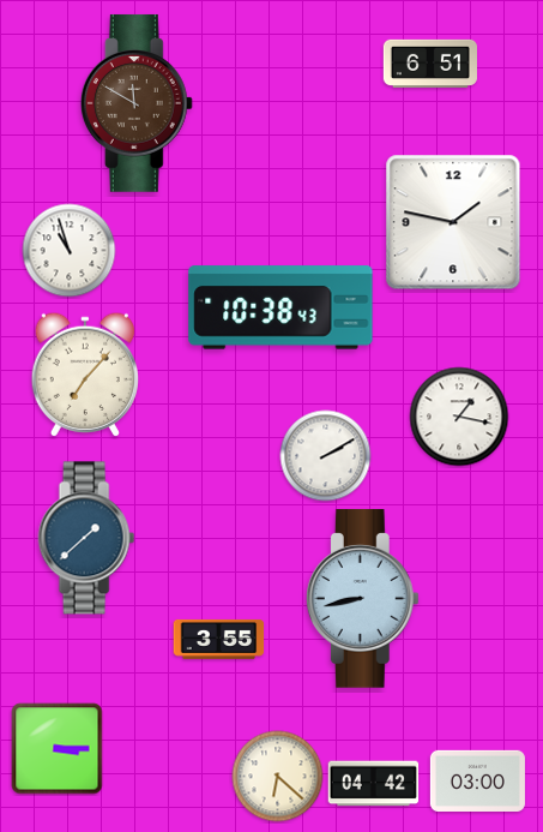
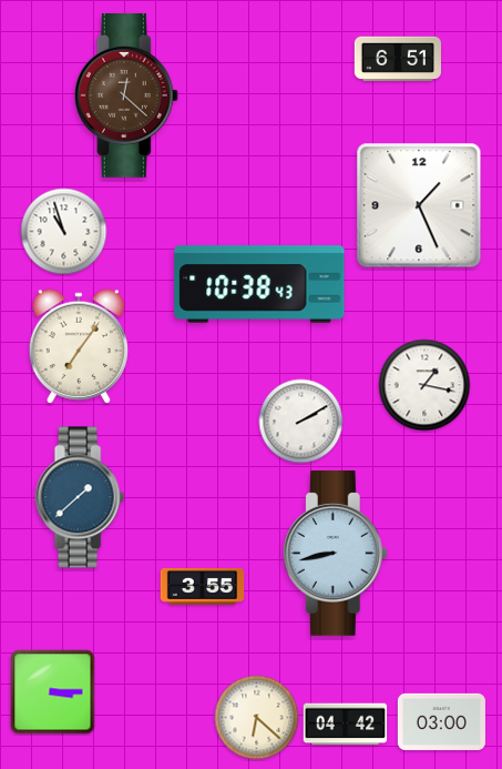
clock at (137, 103): 11:50 -> 12:22
clock at (453, 222): 1:47 -> 1:26
clock at (85, 375): 7:07 -> 7:06
clock at (219, 639) position: (219, 639) -> (203, 586)
